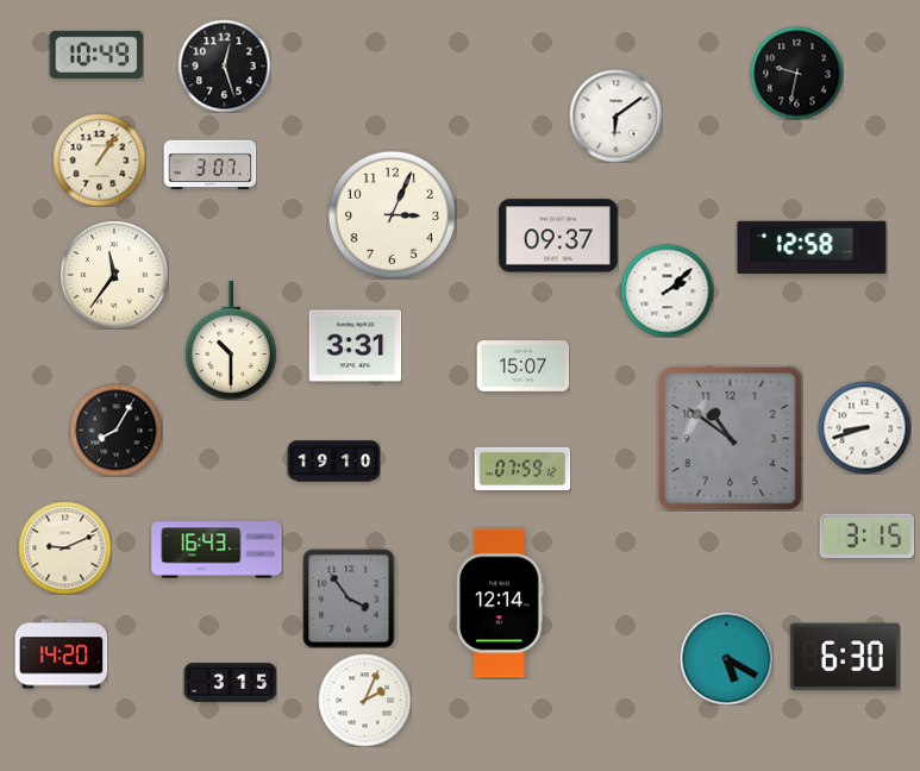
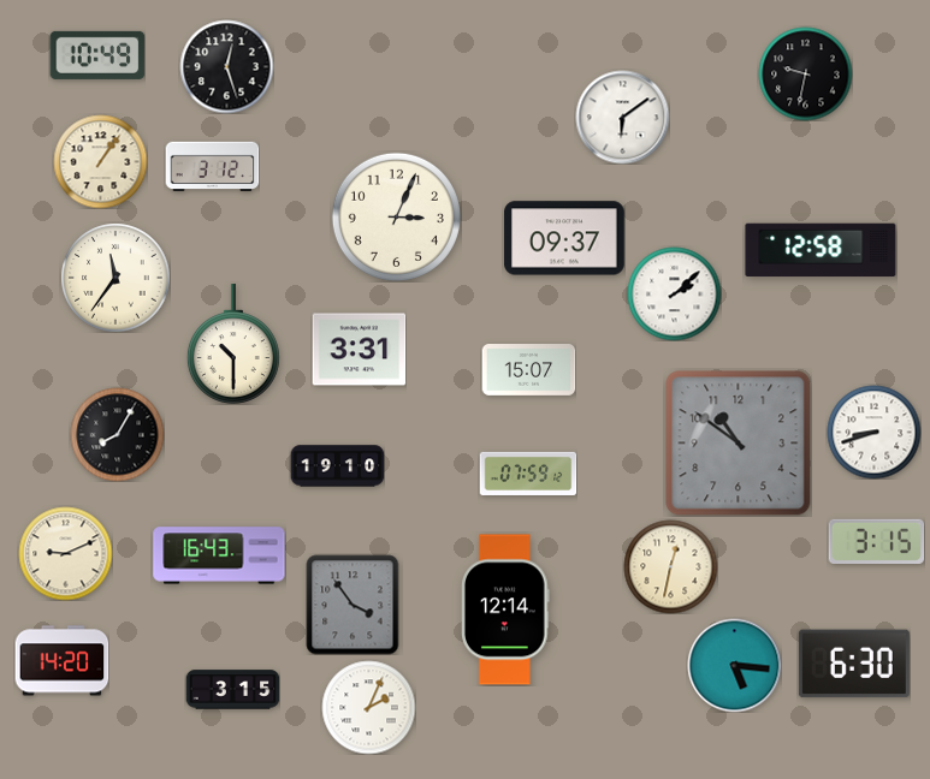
clock at (209, 165): 3:07 -> 3:12
clock at (670, 566): none -> 12:32
clock at (726, 658): 5:20 -> 5:16
